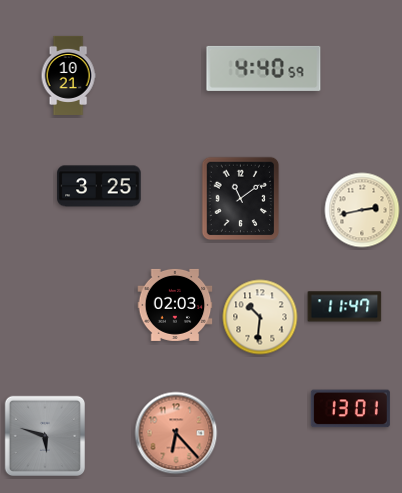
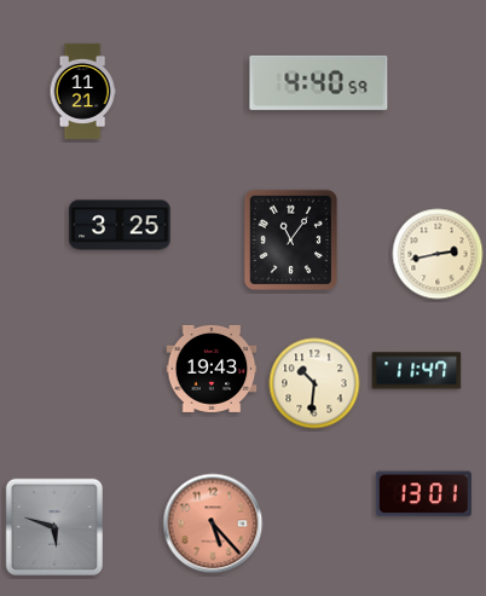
clock at (68, 75): 10:21 -> 11:21
clock at (241, 199): 11:09 -> 11:06
clock at (175, 305): 02:03 -> 19:43
clock at (176, 433): 6:23 -> 5:23
